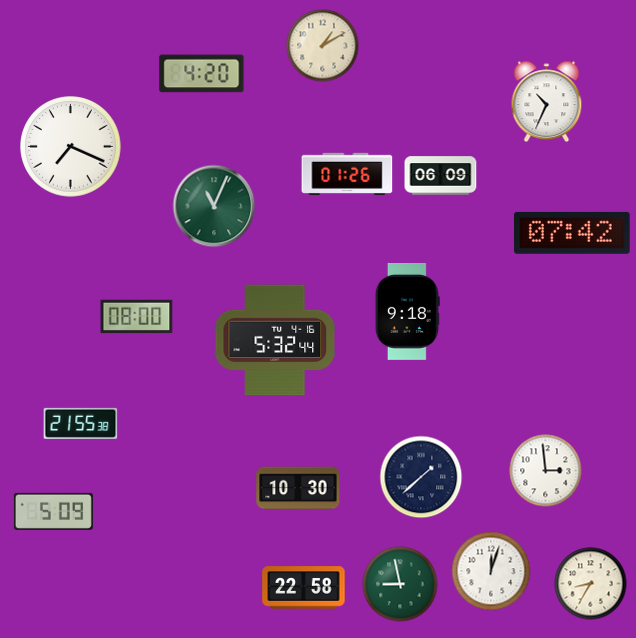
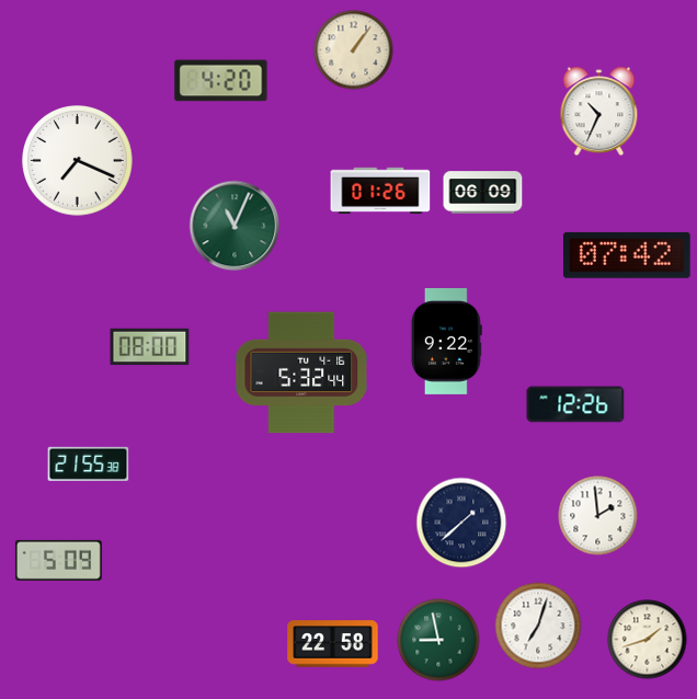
clock at (323, 46): 1:10 -> 1:06
clock at (407, 311): 9:18 -> 9:22
clock at (575, 404): none -> 12:26
clock at (546, 471): 2:59 -> 1:59
clock at (298, 488): 10:30 -> none
clock at (491, 571): 12:03 -> 7:03
clock at (591, 584): 8:35 -> 1:42
